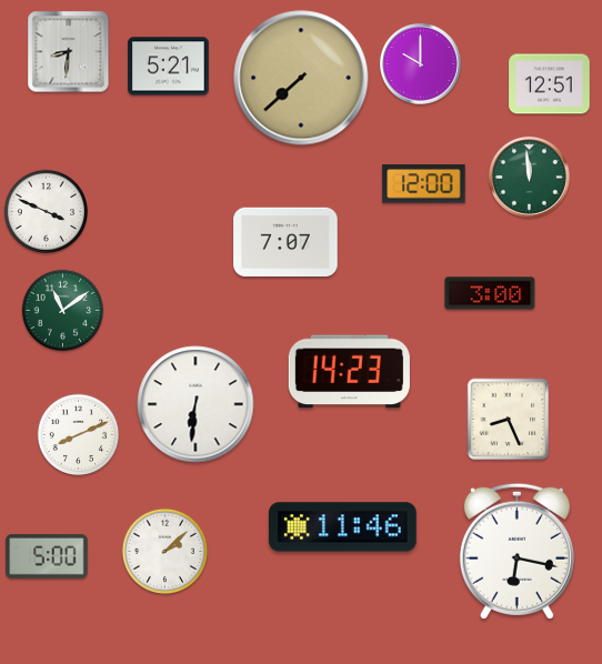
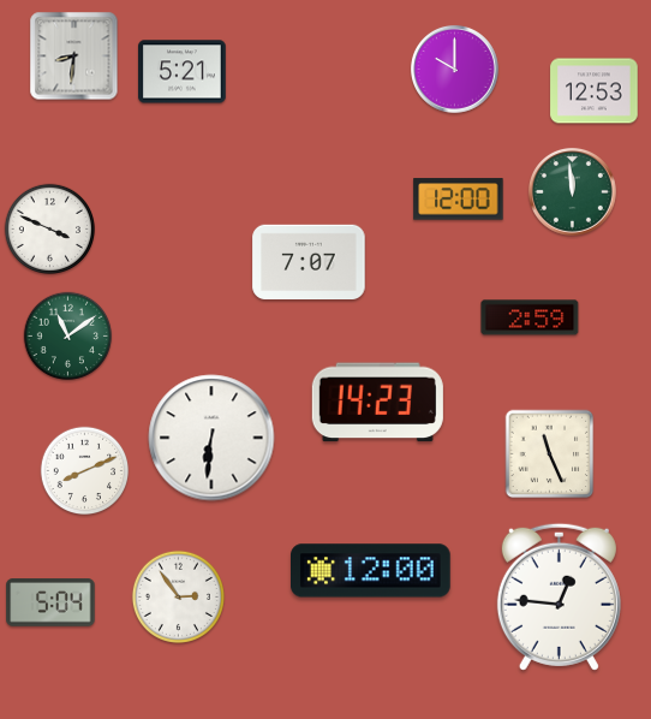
clock at (301, 78): 7:38 -> none
clock at (550, 84): 12:51 -> 12:53
clock at (490, 293): 3:00 -> 2:59
clock at (509, 420): 8:26 -> 11:26
clock at (343, 527): 11:46 -> 12:00
clock at (164, 551): 2:08 -> 2:54
clock at (516, 551): 6:17 -> 12:46
clock at (47, 556): 5:00 -> 5:04
